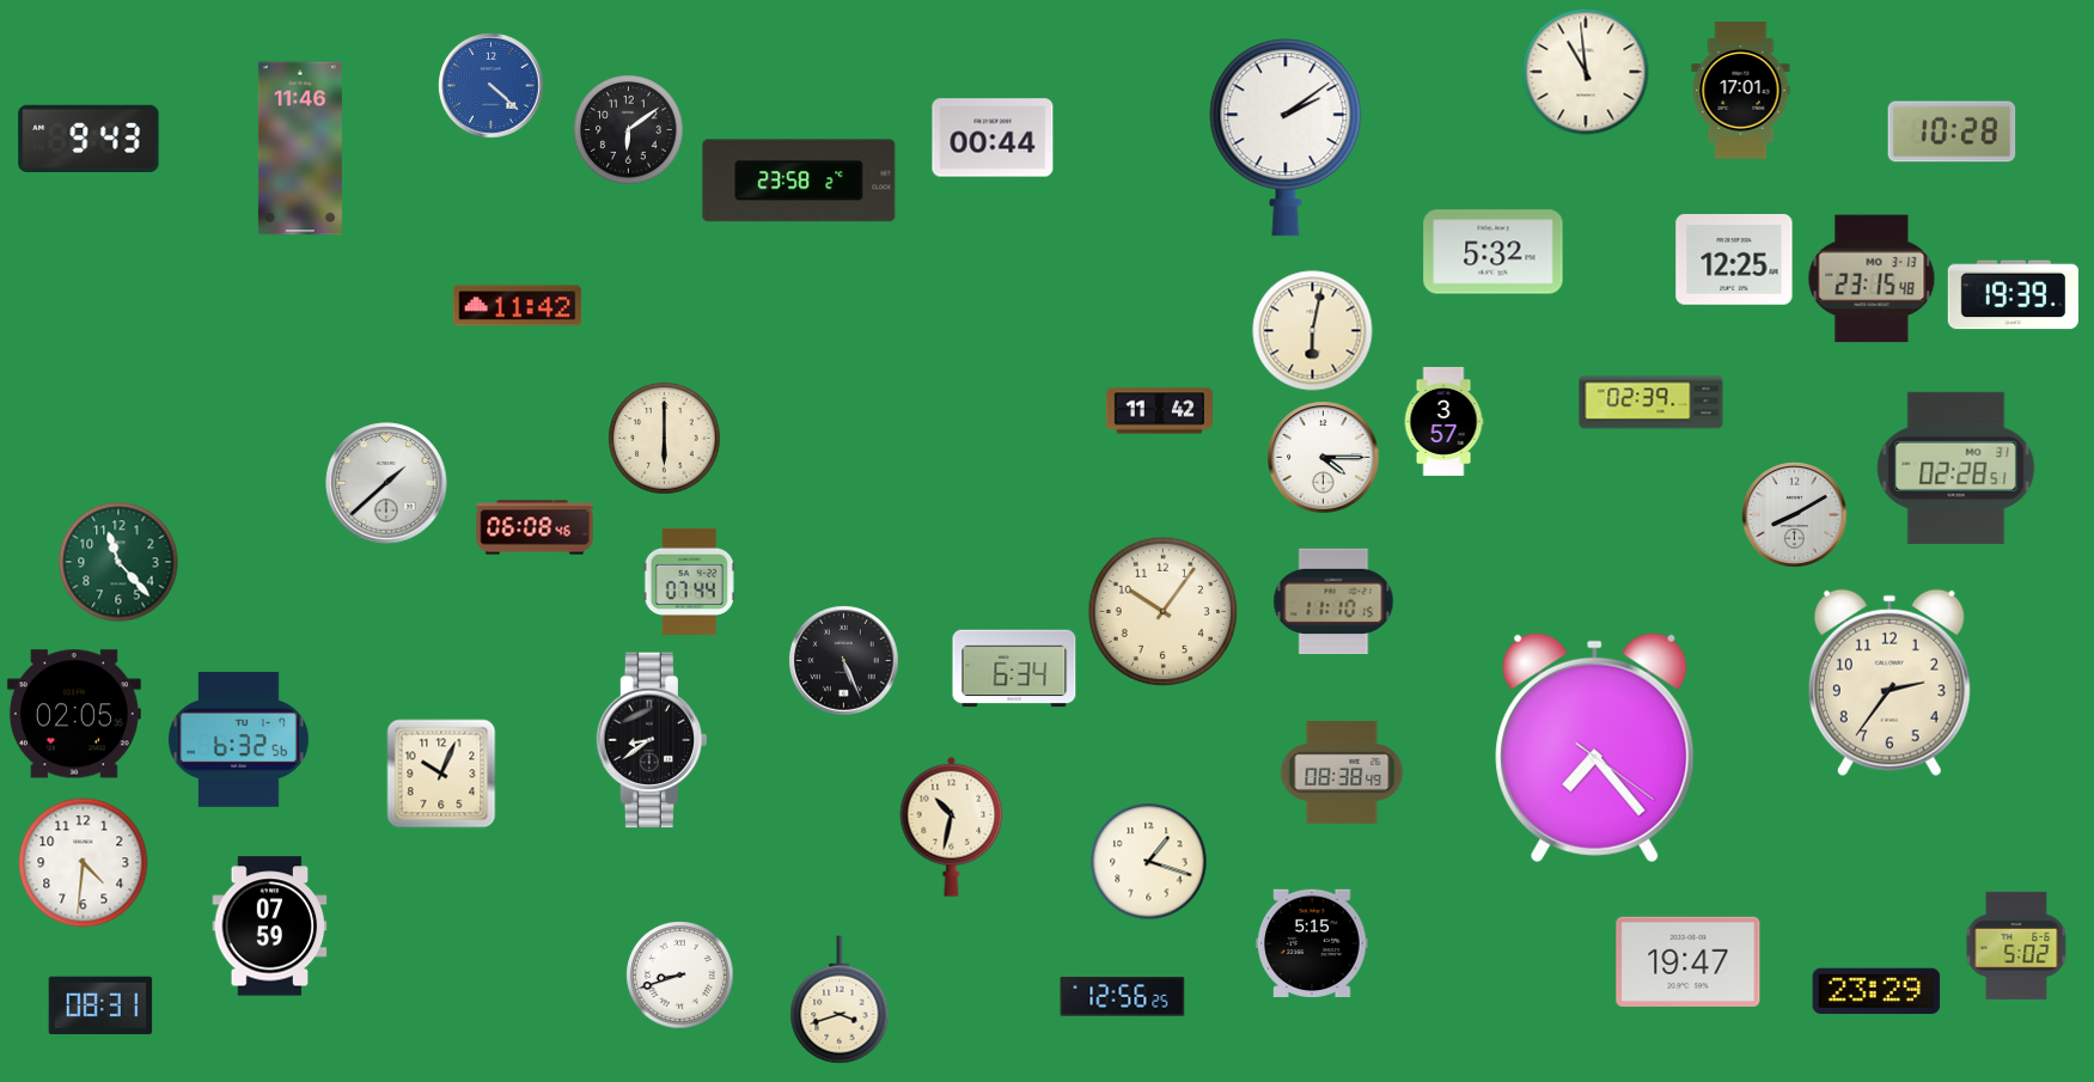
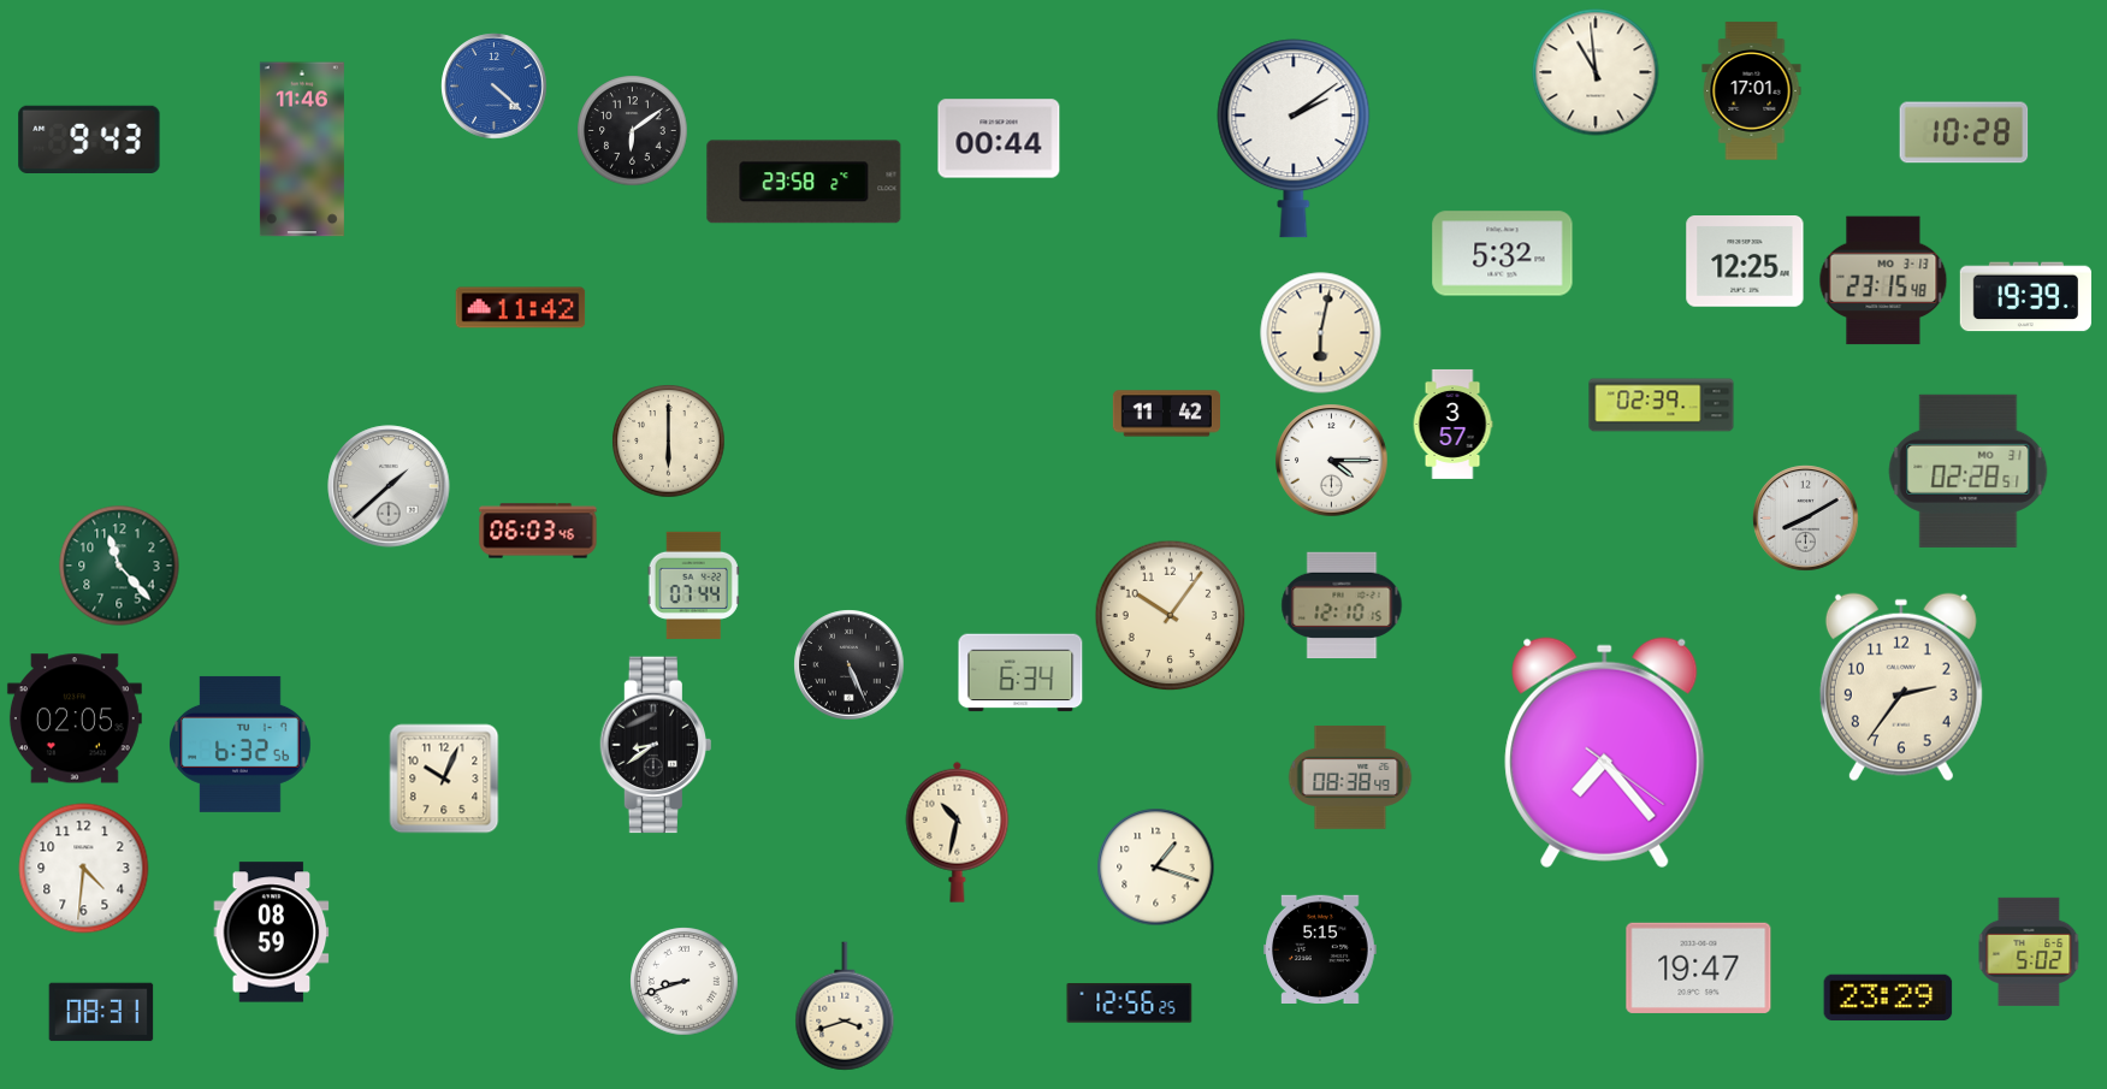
clock at (535, 527): 06:08 -> 06:03
clock at (1333, 601): 11:10 -> 12:10
clock at (270, 927): 07:59 -> 08:59
